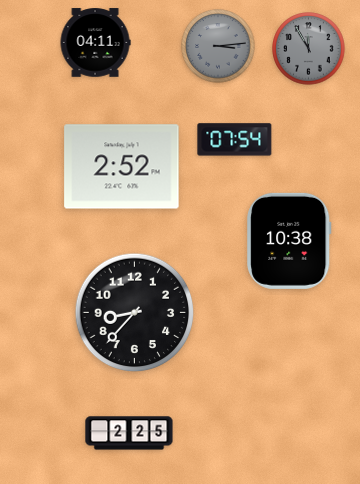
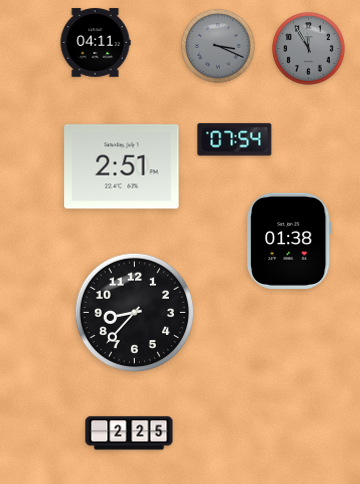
clock at (218, 46): 3:14 -> 3:19
clock at (122, 167): 2:52 -> 2:51
clock at (289, 241): 10:38 -> 01:38
